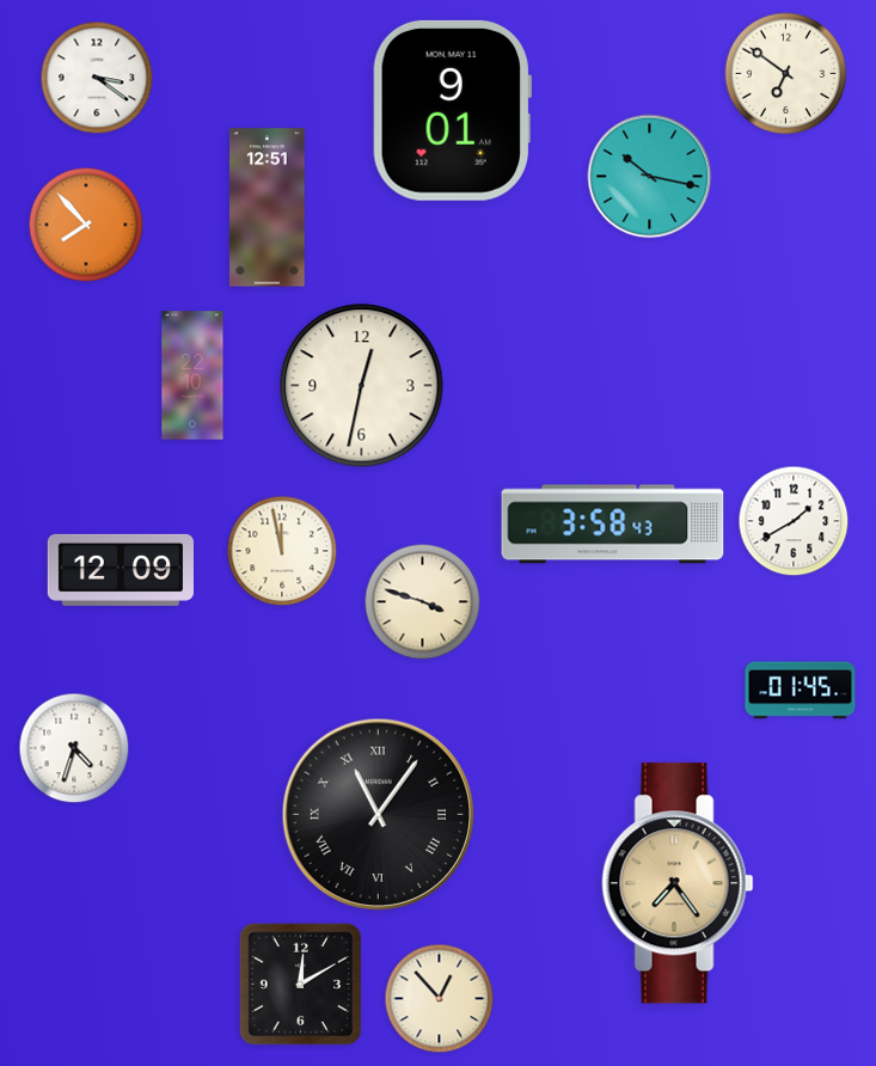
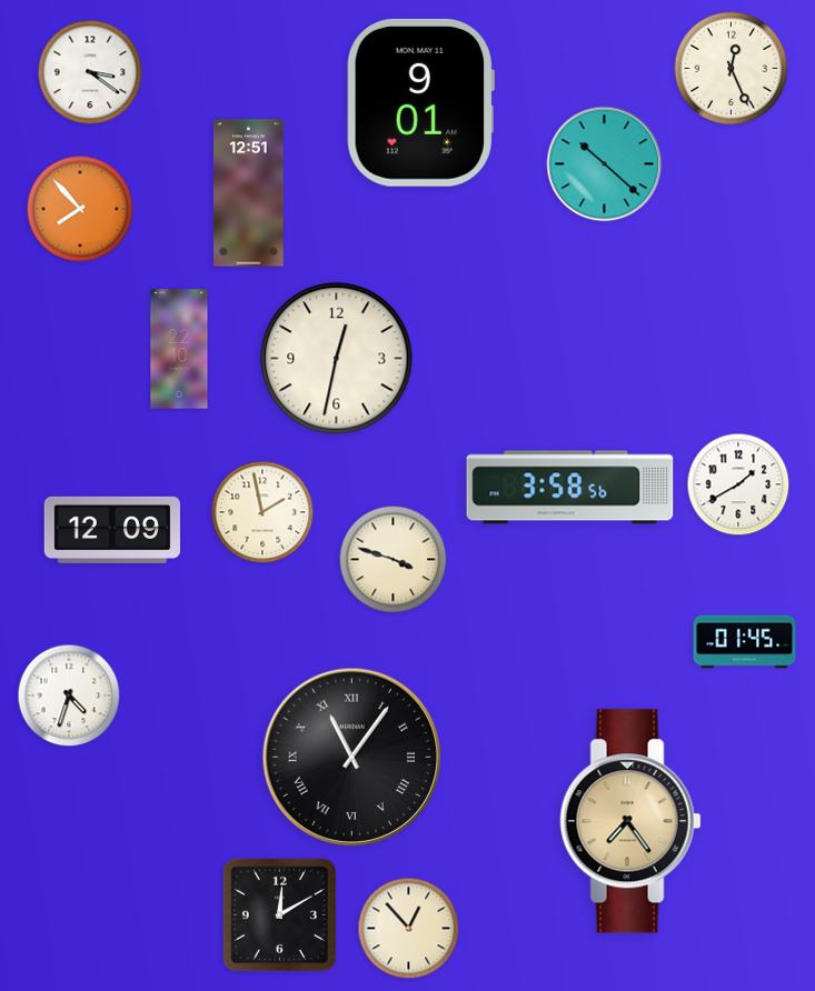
clock at (786, 74): 6:51 -> 12:26
clock at (650, 177): 10:17 -> 10:22
clock at (613, 525): 3:58:43 -> 3:58:56
clock at (282, 551): 11:58 -> 1:58
